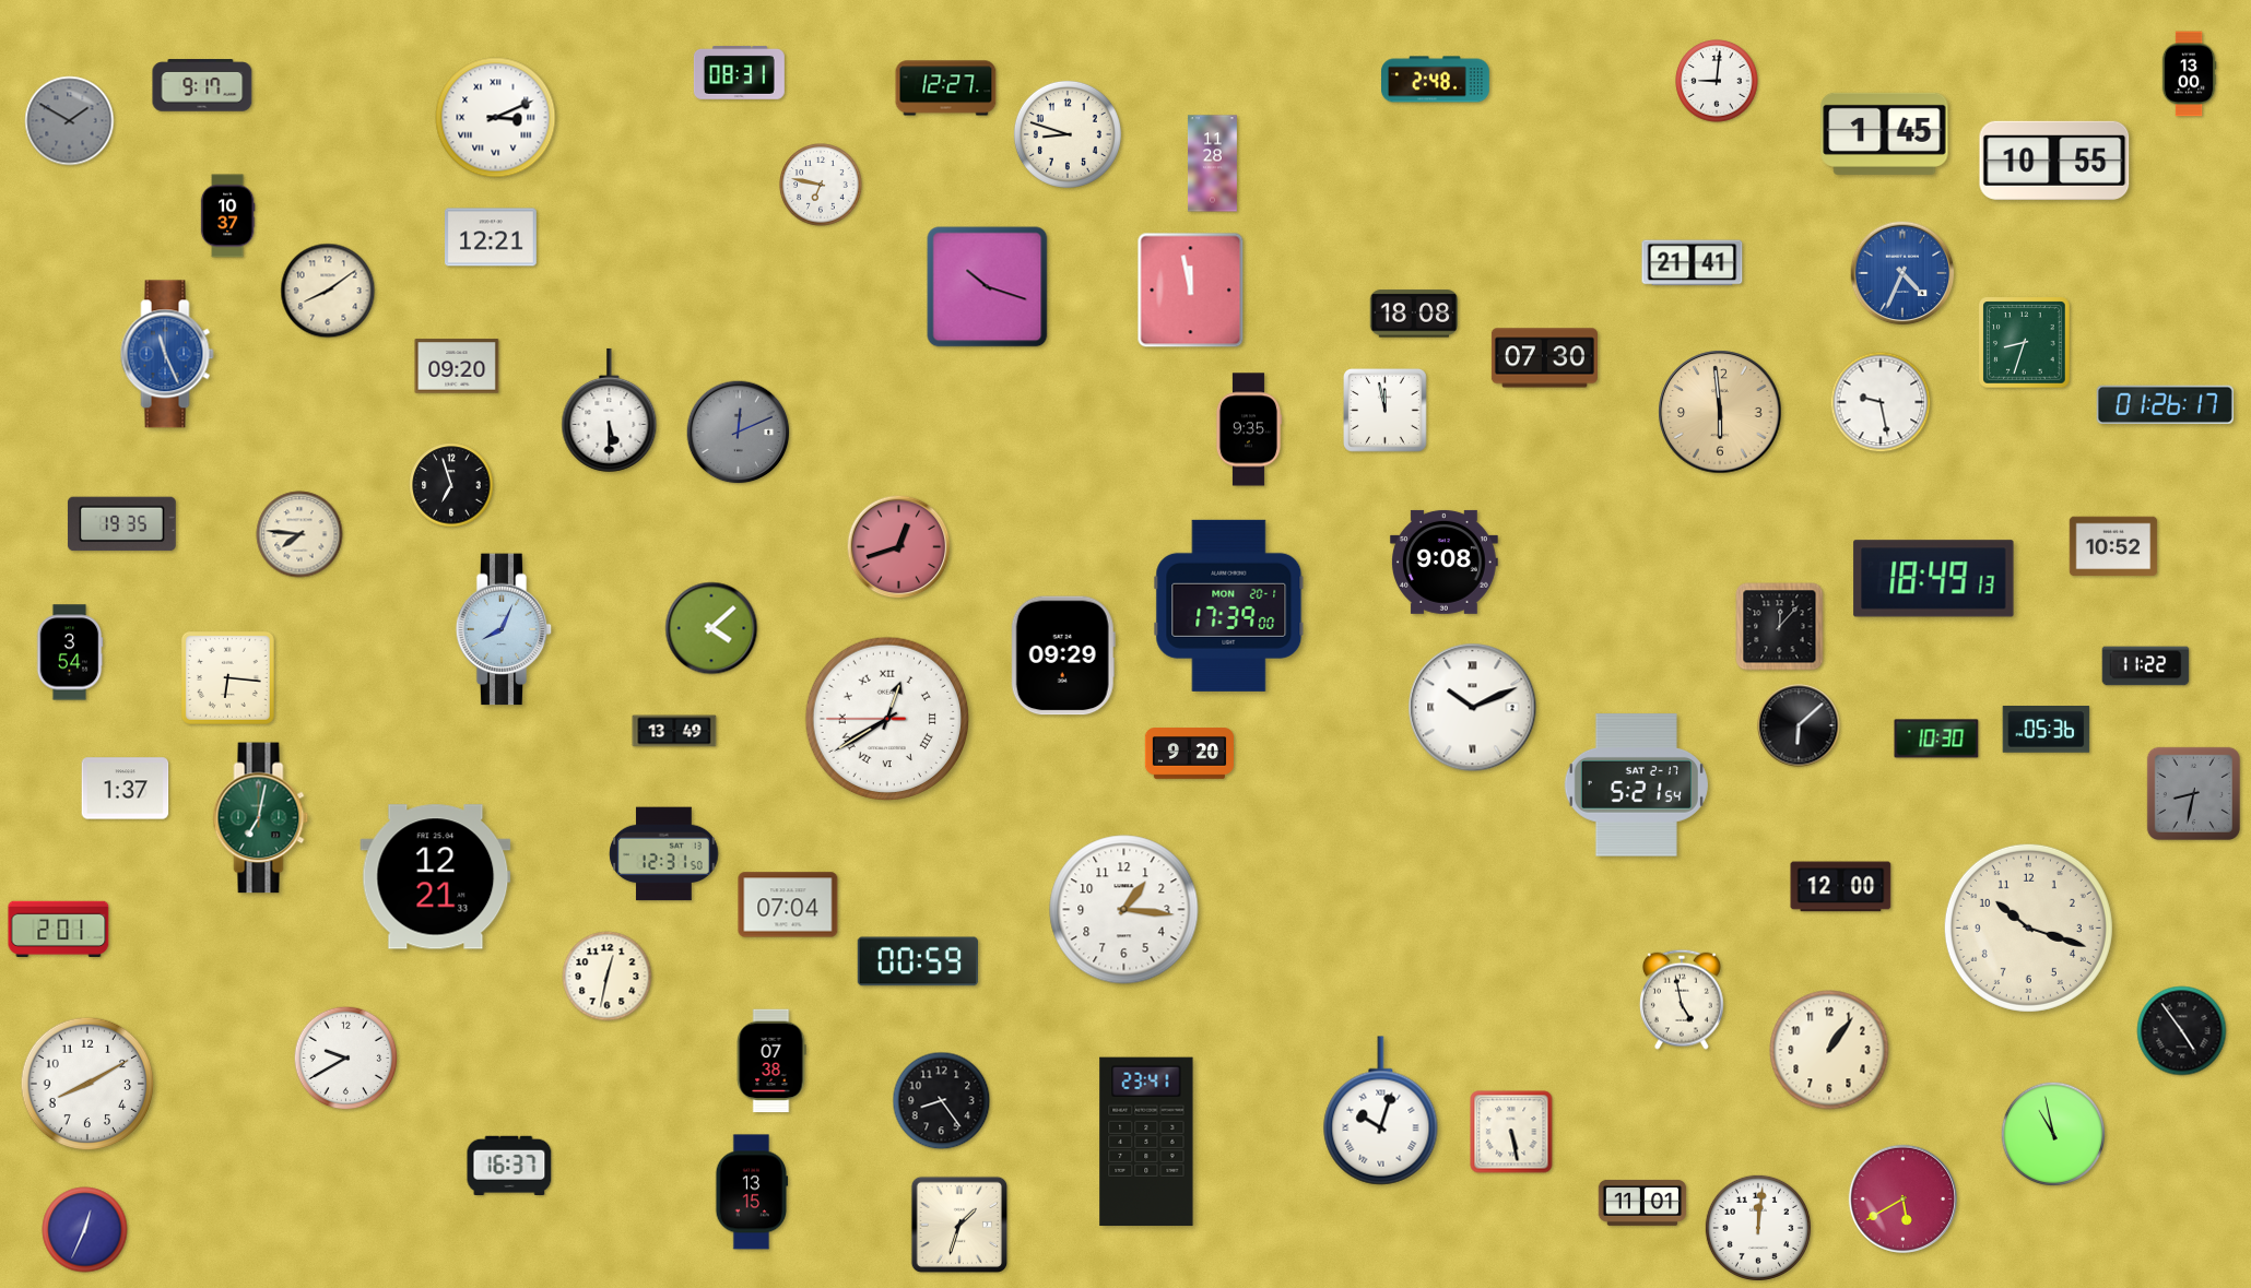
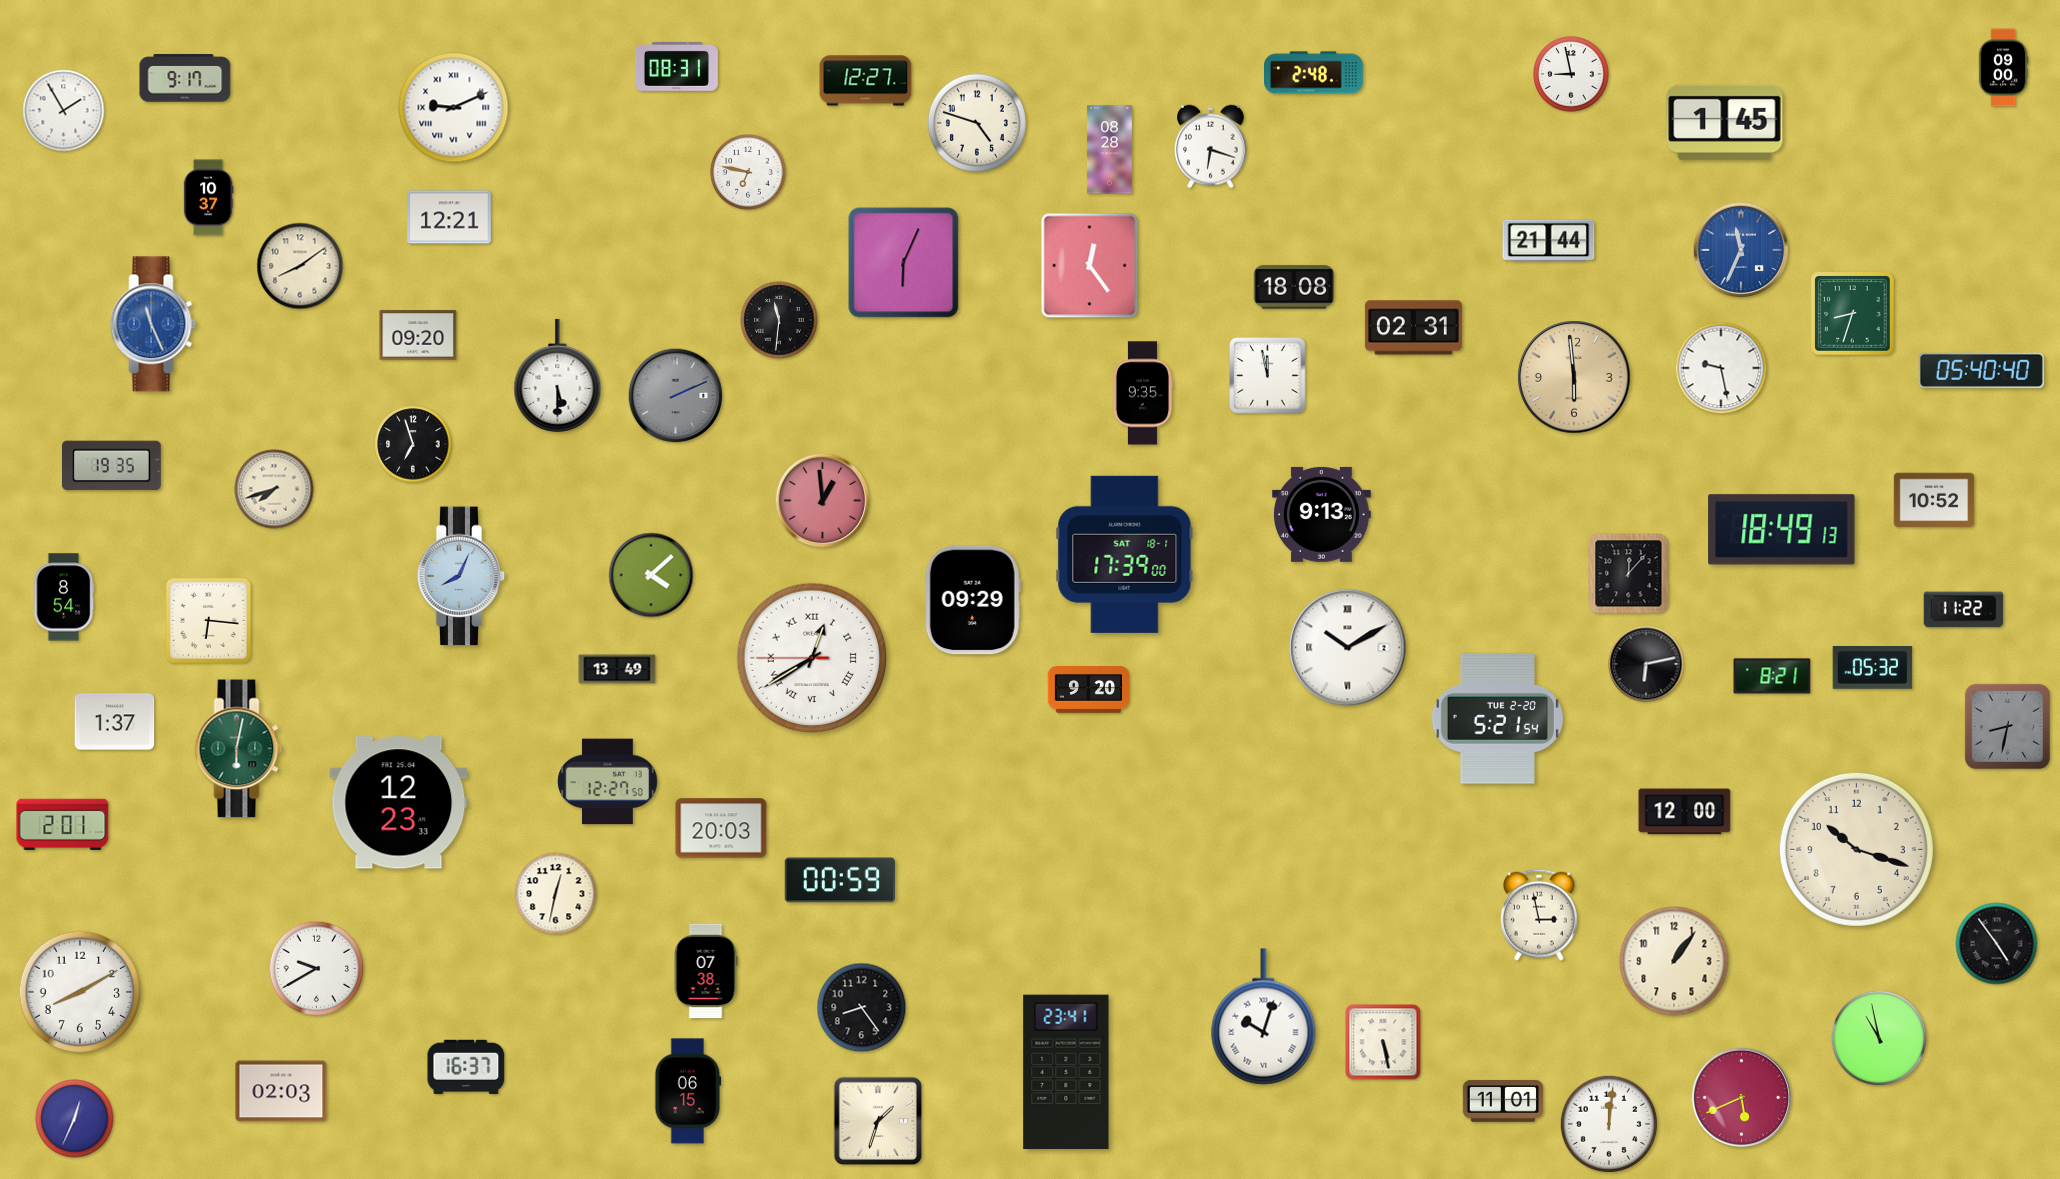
clock at (2189, 74): 13:00 -> 09:00
clock at (1717, 81): 9:01 -> 8:58
clock at (496, 118): 3:11 -> 9:11
clock at (70, 121): 1:50 -> 1:55
clock at (70, 121) dial: grey -> white
clock at (1068, 134): 8:48 -> 4:48
clock at (1211, 147): none -> 6:18
clock at (2054, 161): 10:55 -> none
clock at (1212, 164): 11:28 -> 08:28
clock at (821, 185) position: (821, 185) -> (748, 172)
clock at (1693, 263): 21:41 -> 21:44
clock at (1902, 273): 4:34 -> 11:34
clock at (988, 287): 10:18 -> 6:04
clock at (1191, 291): 11:58 -> 12:24
clock at (779, 320): none -> 11:31
clock at (1544, 358): 07:30 -> 02:31
clock at (2165, 404): 01:26 -> 05:40
clock at (739, 433): 12:11 -> 2:11
clock at (121, 524) position: (121, 524) -> (111, 466)
clock at (299, 534): 7:46 -> 7:42
clock at (899, 547): 12:42 -> 12:59
clock at (1443, 562): 9:08 -> 9:13
clock at (1934, 579) position: (1934, 579) -> (1782, 530)
clock at (1229, 605) date: MON 20-1 -> SAT 18-1
clock at (70, 652): 3:54 -> 8:54
clock at (1473, 708): 10:11 -> 10:10
clock at (1799, 725): 6:08 -> 6:13
clock at (2047, 730): 05:36 -> 05:32
clock at (1936, 738): 10:30 -> 8:21
clock at (1636, 785) date: SAT 2-17 -> TUE 2-20
clock at (261, 818): 7:02 -> 6:02
clock at (664, 854): 12:31 -> 12:27
clock at (436, 877): 12:21 -> 12:23
clock at (788, 905): 07:04 -> 20:03
clock at (1124, 910): 1:16 -> none
clock at (59, 929) position: (59, 929) -> (63, 824)
clock at (1682, 1000): 4:58 -> 2:58
clock at (1511, 1132) position: (1511, 1132) -> (1383, 1042)
clock at (1146, 1142) position: (1146, 1142) -> (1066, 1072)
clock at (281, 1091): none -> 02:03
clock at (752, 1192): 13:15 -> 06:15
clock at (1902, 1198): 5:40 -> 5:41
clock at (85, 1230) position: (85, 1230) -> (75, 1119)
